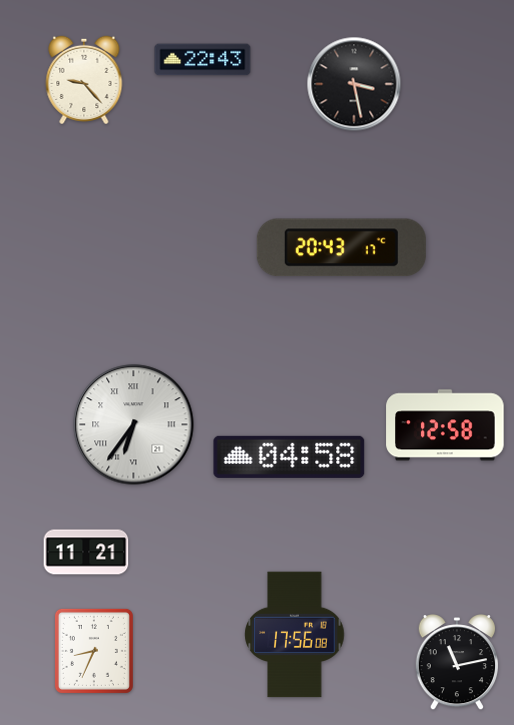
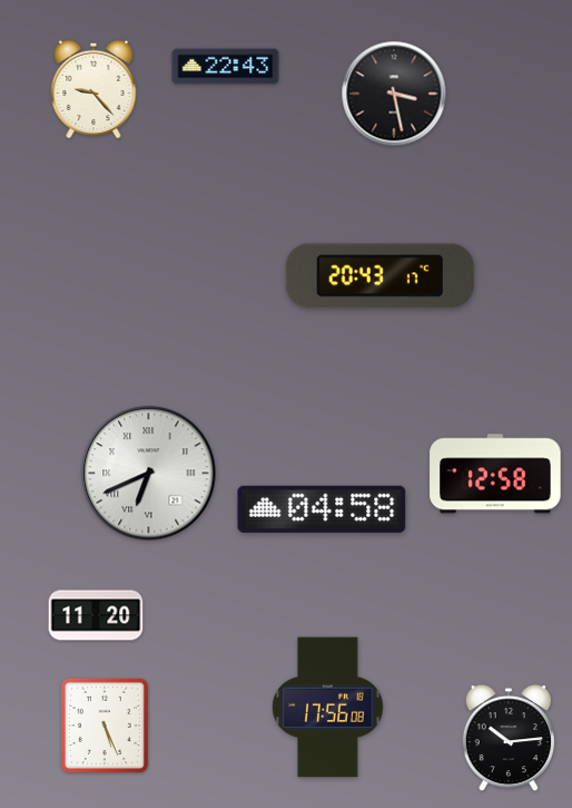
clock at (134, 425): 6:36 -> 6:41
clock at (86, 552): 11:21 -> 11:20
clock at (94, 651): 8:34 -> 5:26
clock at (456, 662): 11:13 -> 10:14
